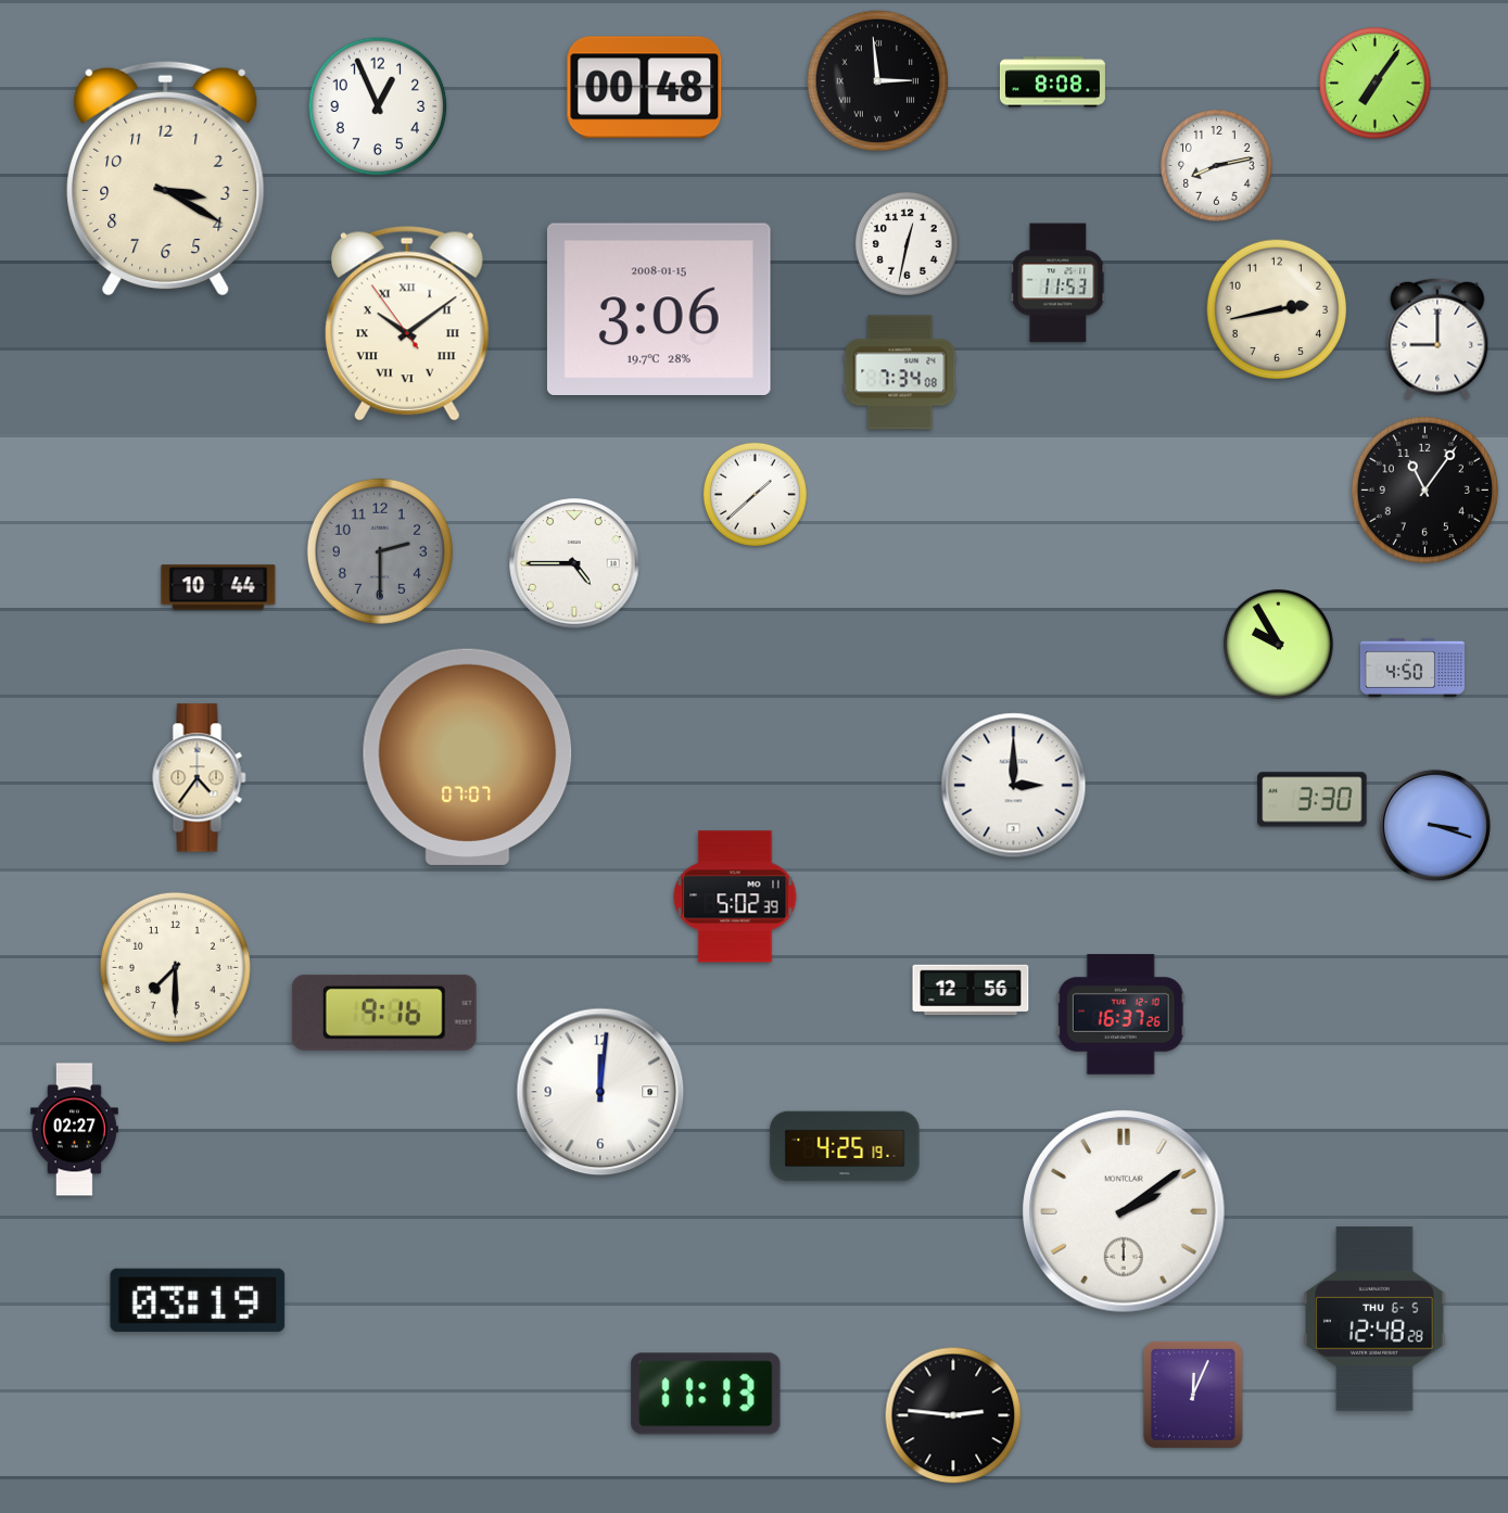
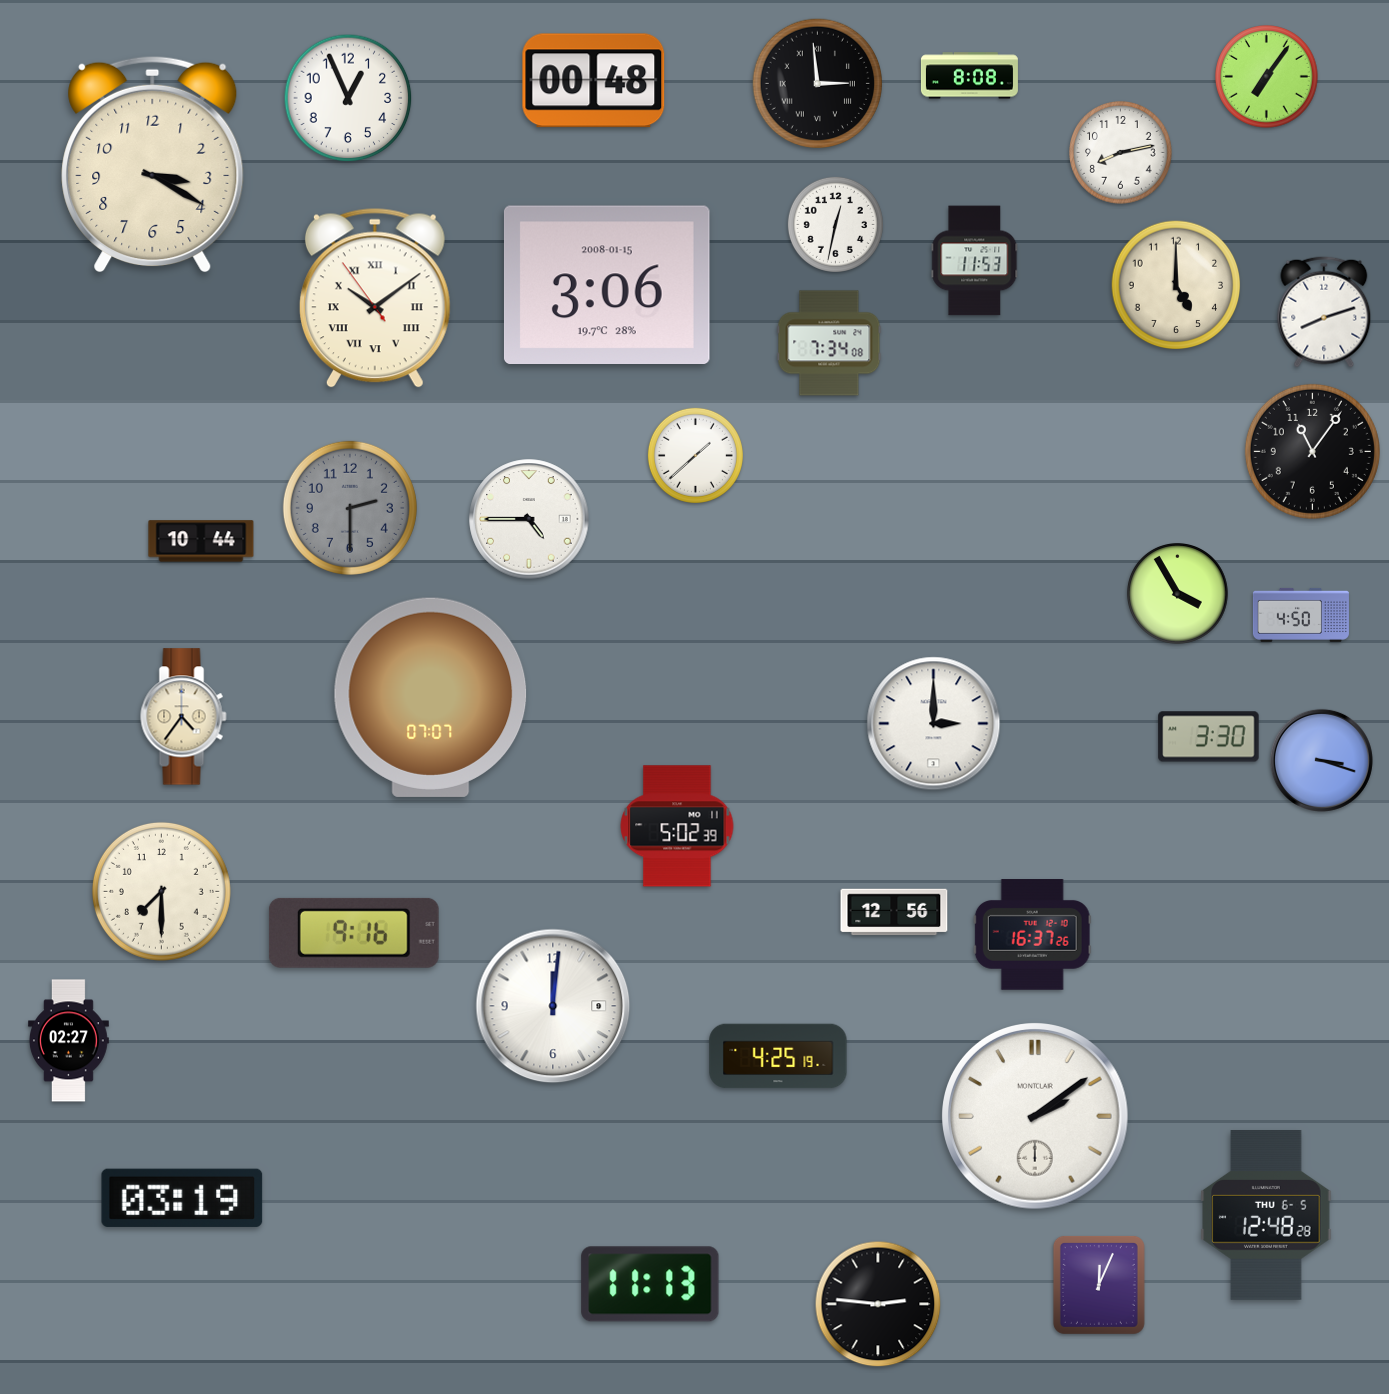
clock at (877, 81) position: (877, 81) -> (817, 84)
clock at (1277, 309): 2:43 -> 5:00
clock at (1437, 339): 9:00 -> 8:12
clock at (1279, 645): 9:55 -> 3:55
